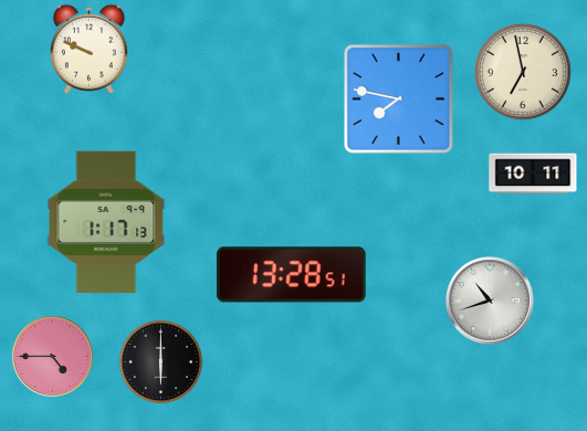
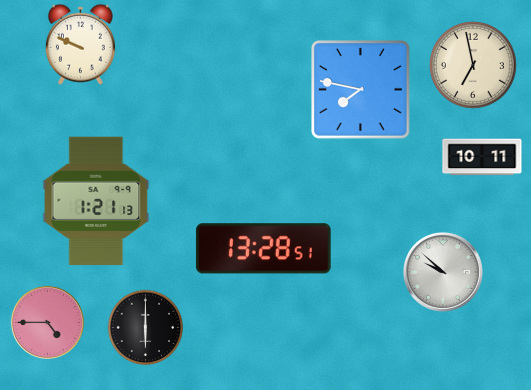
clock at (106, 222): 1:17 -> 1:21
clock at (490, 301): 10:42 -> 9:52
